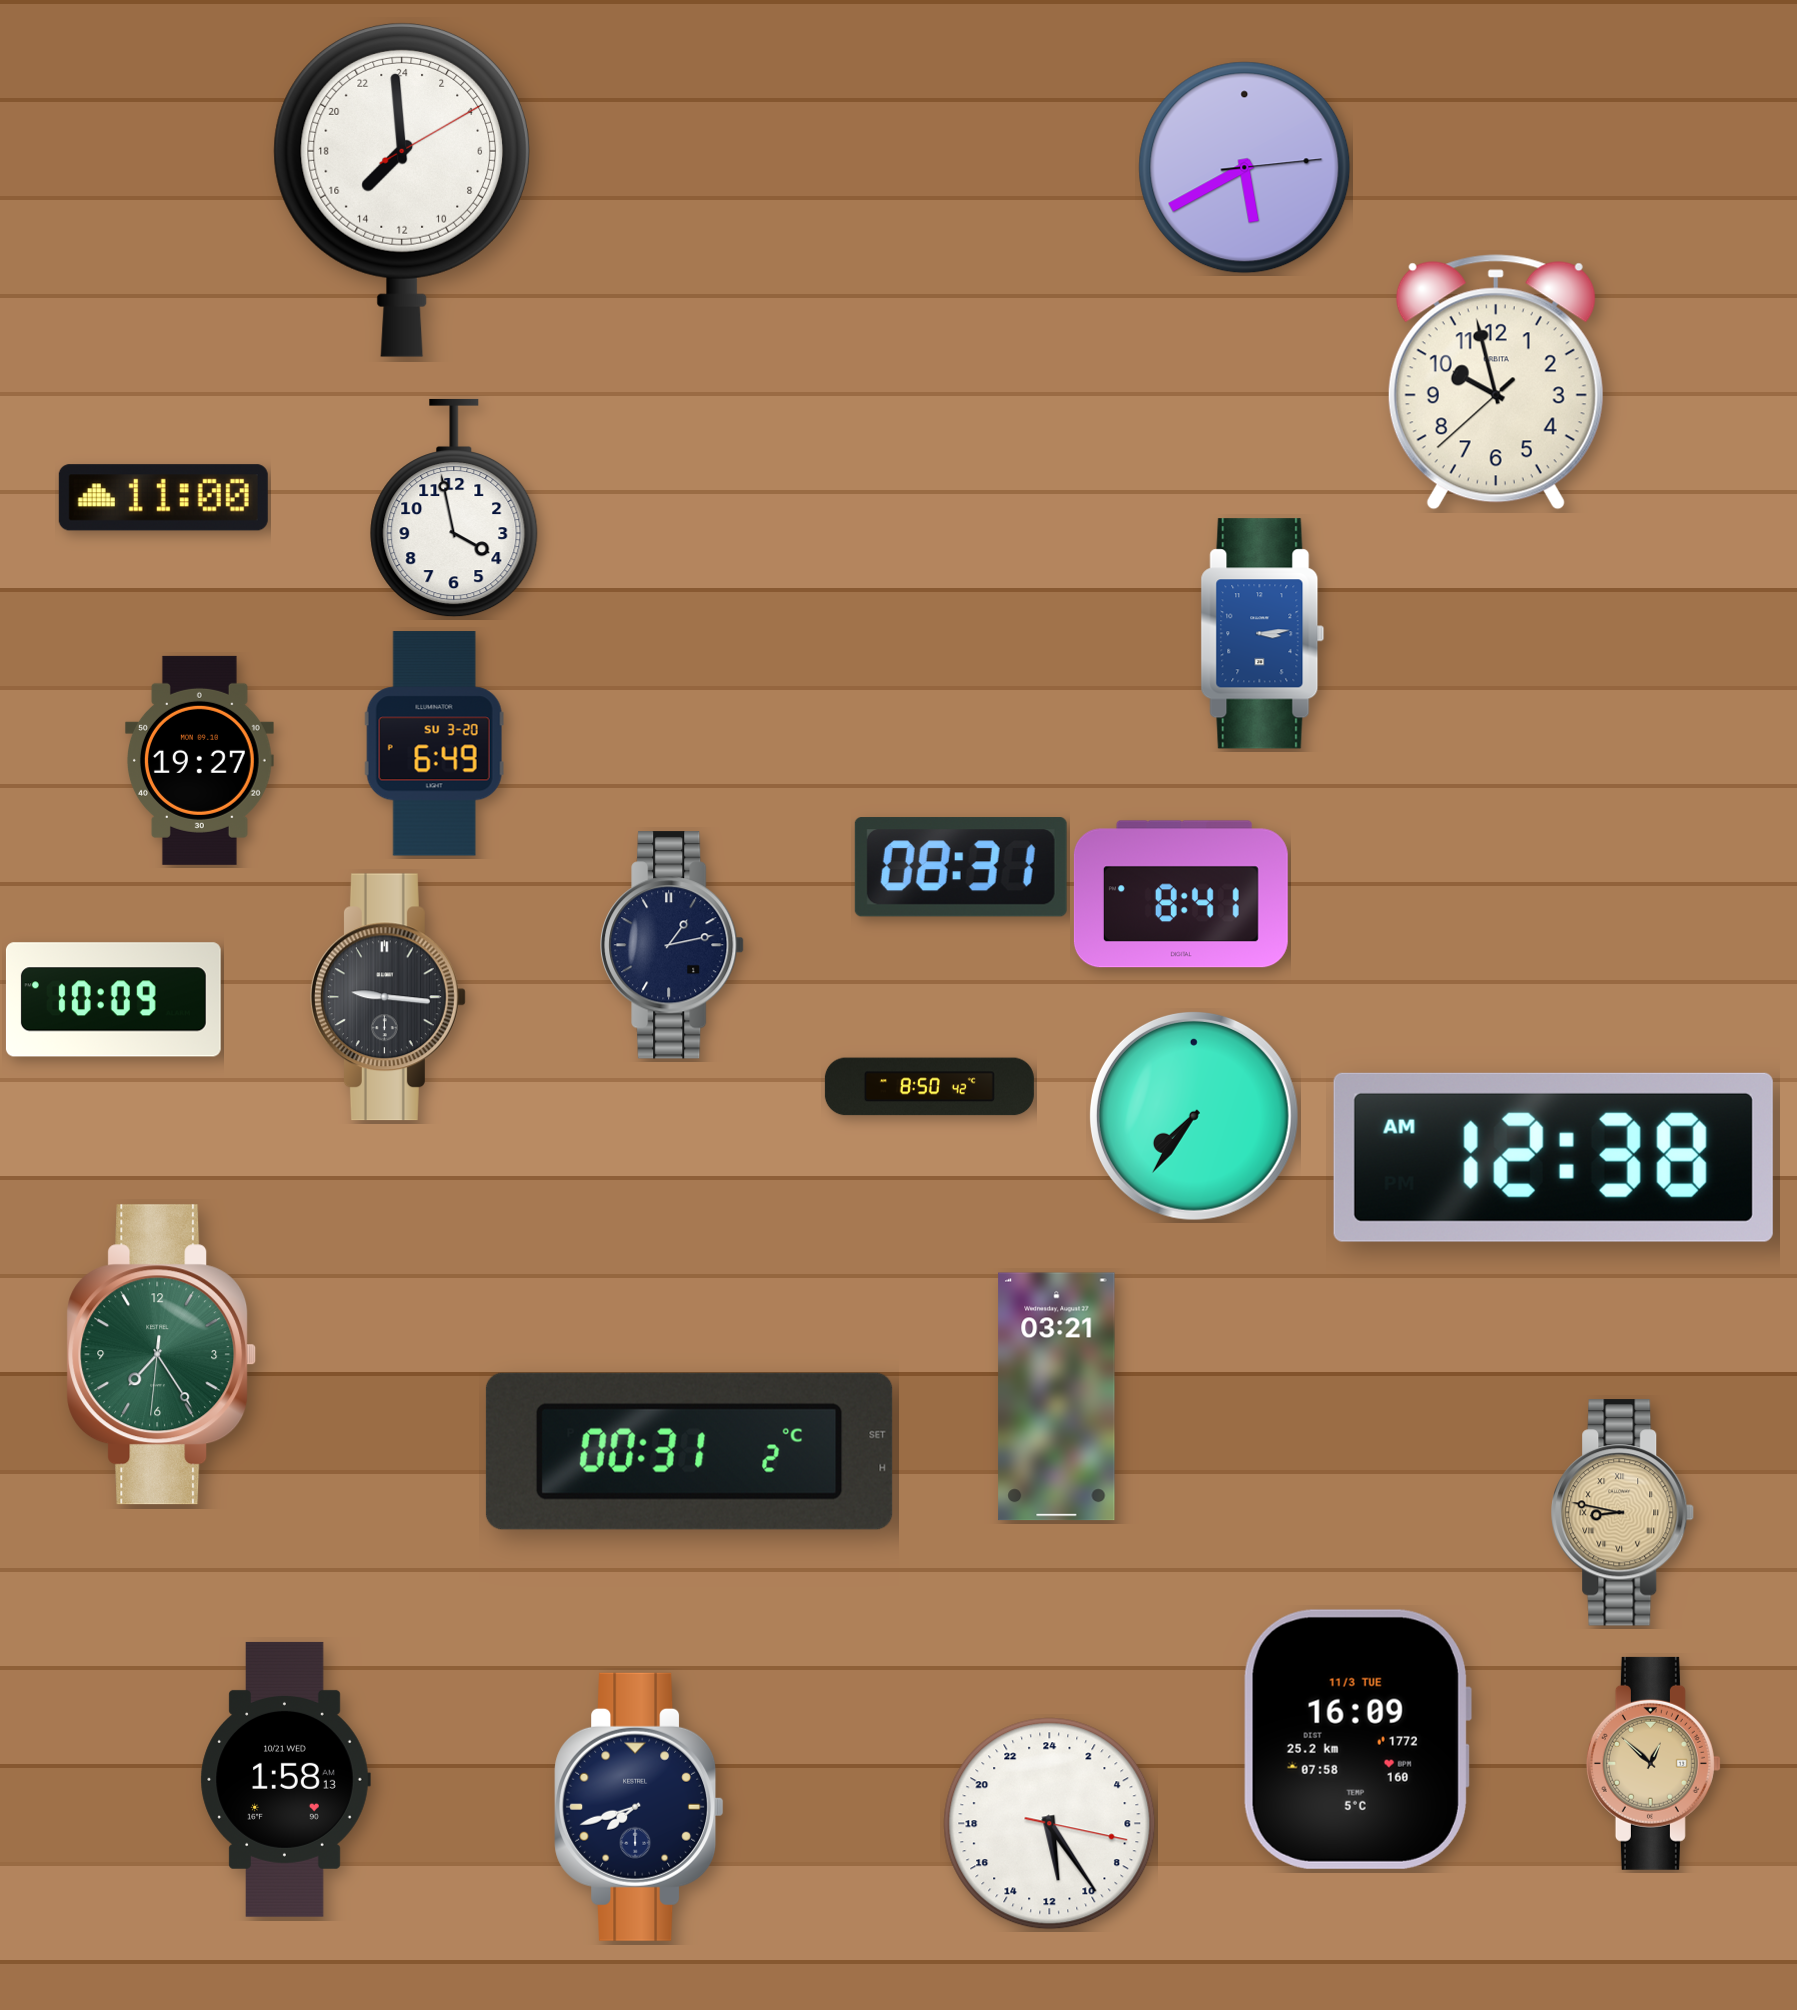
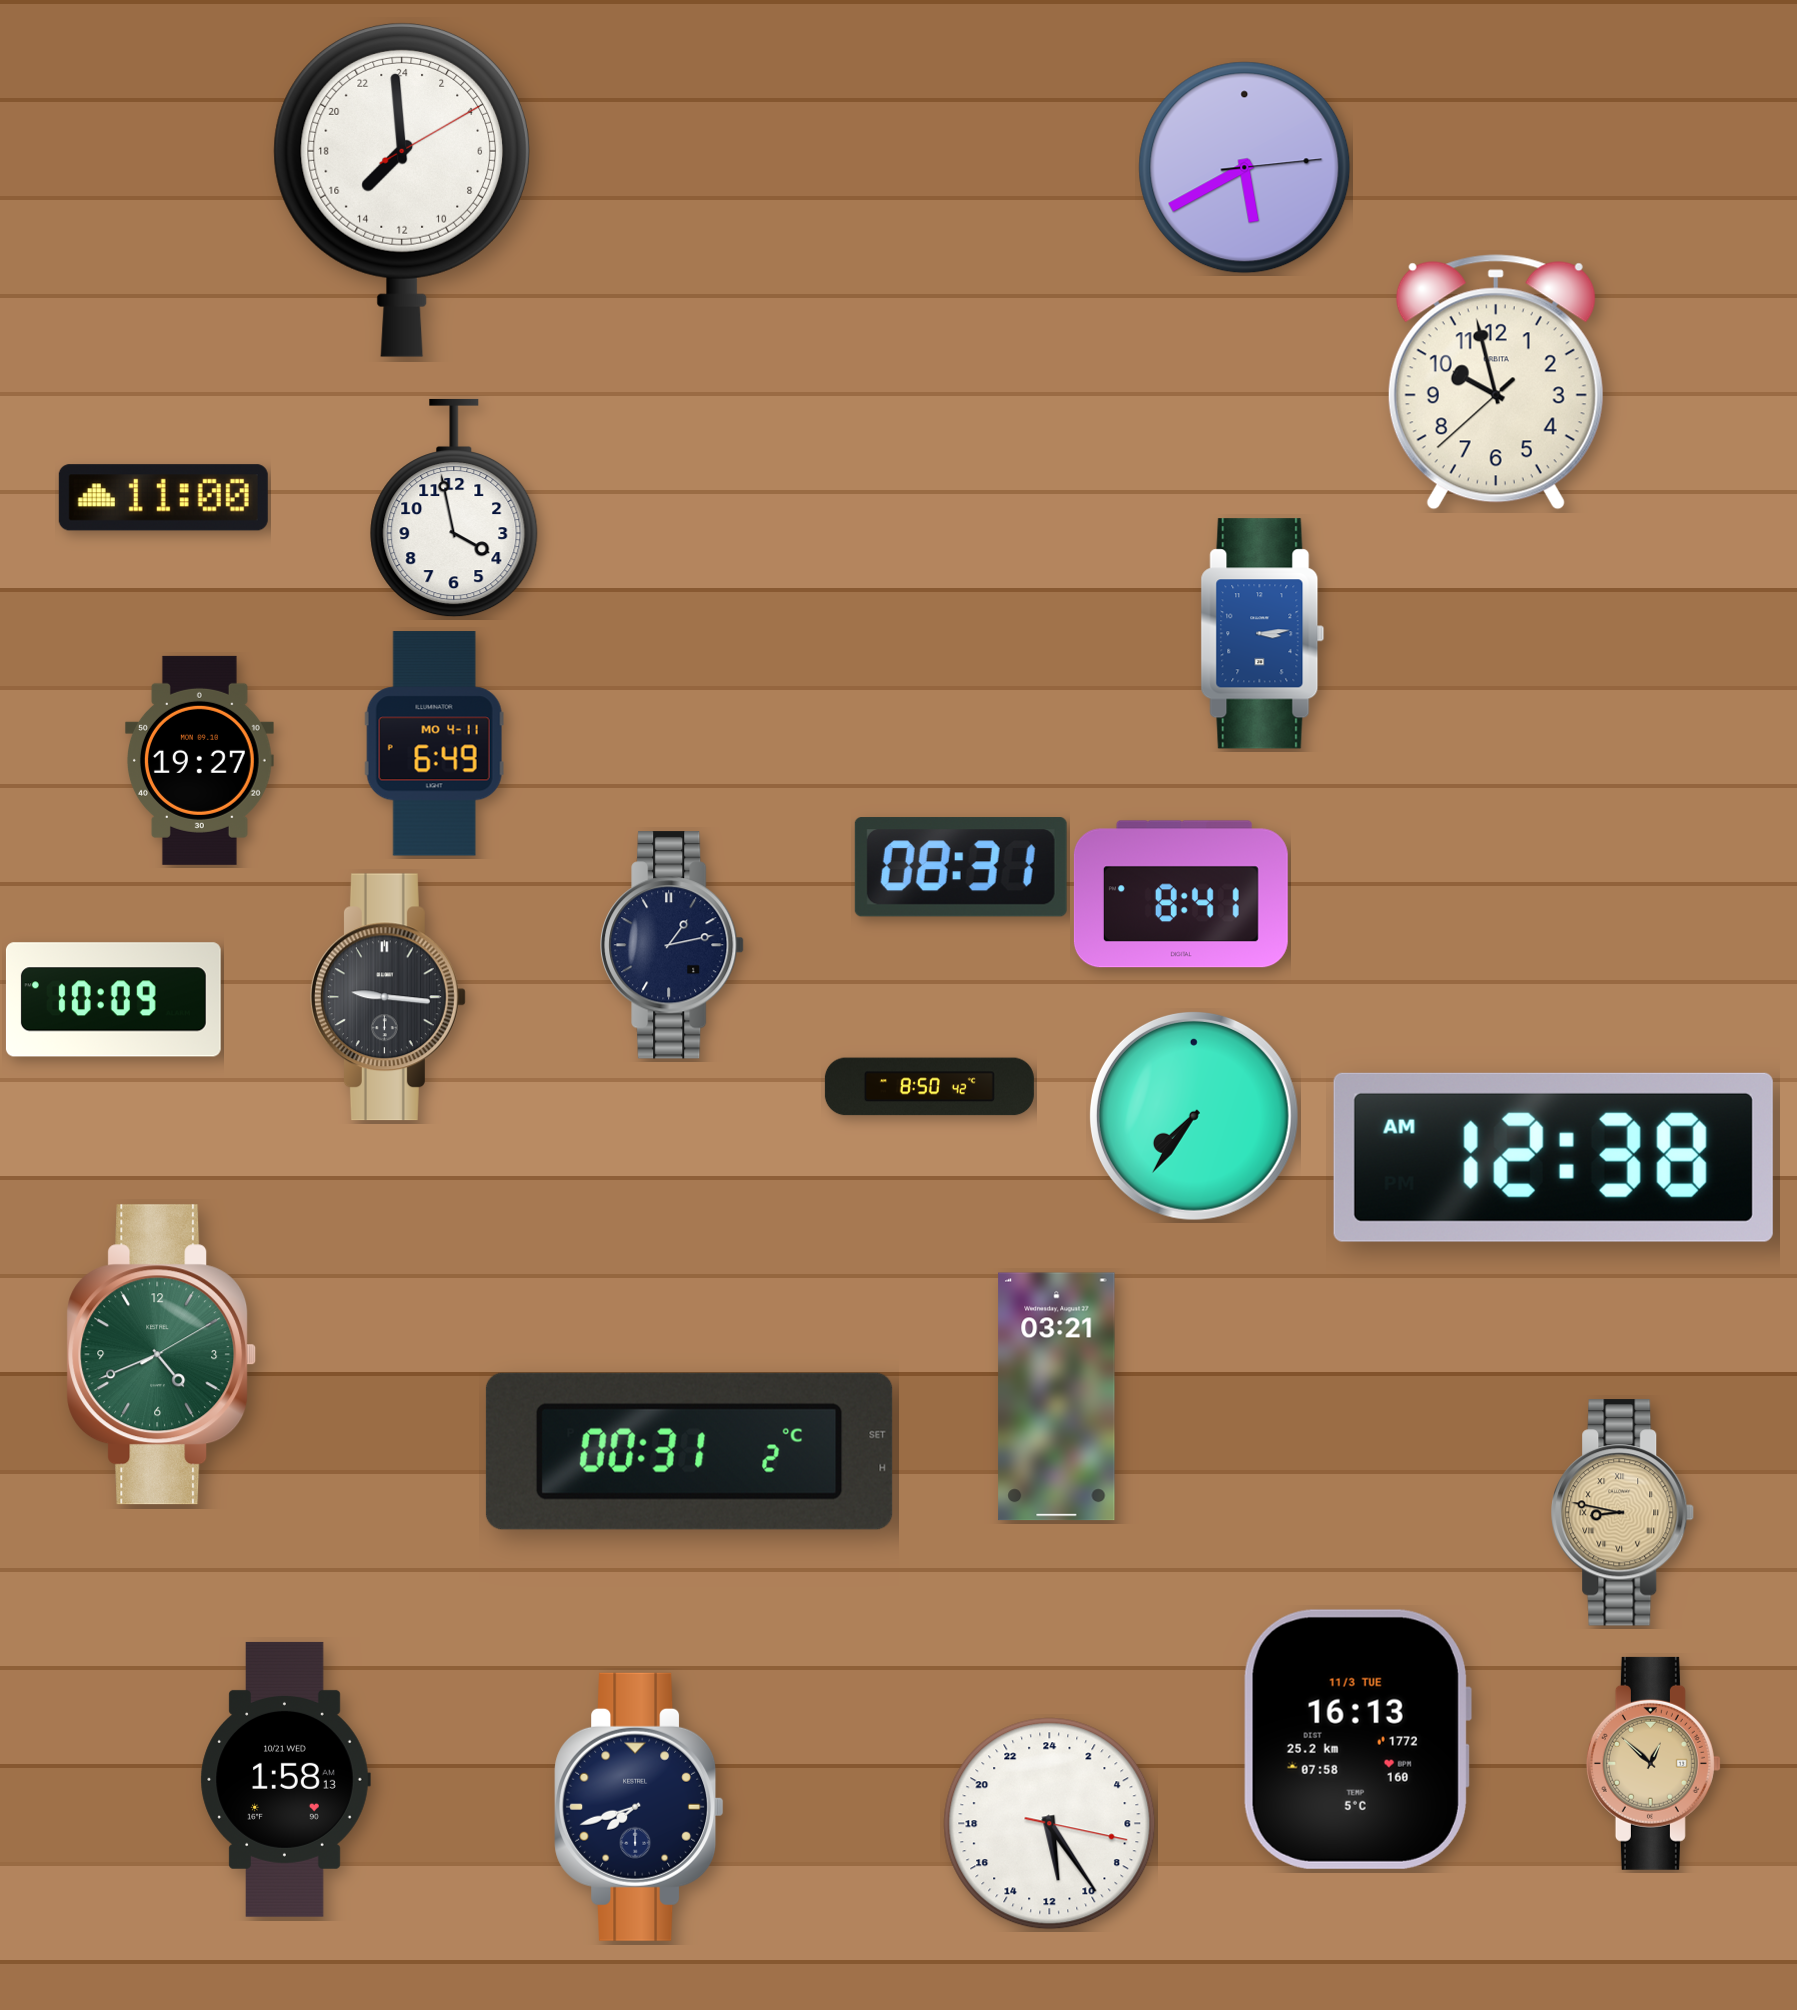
clock at (434, 744) date: SU 3-20 -> MO 4-11
clock at (162, 1355): 7:24 -> 4:41
clock at (1357, 1739): 16:09 -> 16:13
